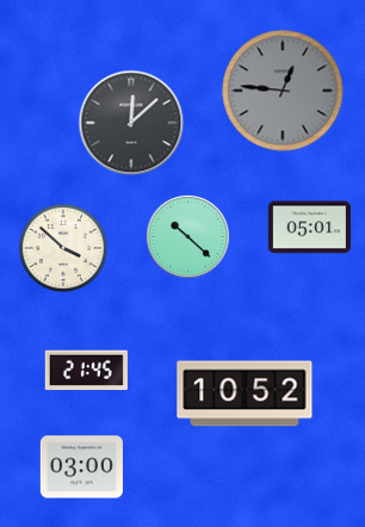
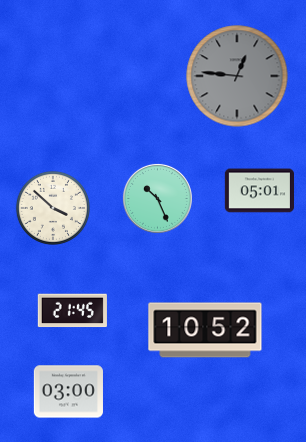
clock at (131, 123): 12:08 -> none
clock at (187, 236): 10:22 -> 10:26
